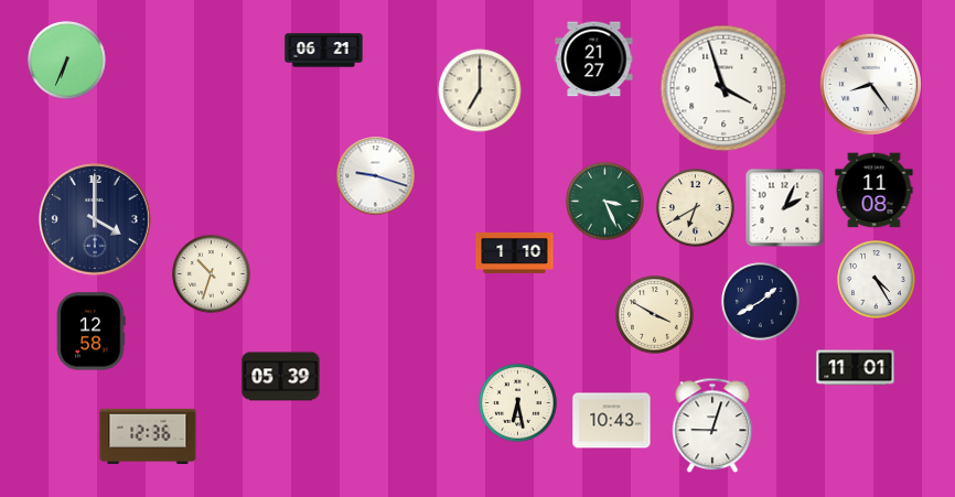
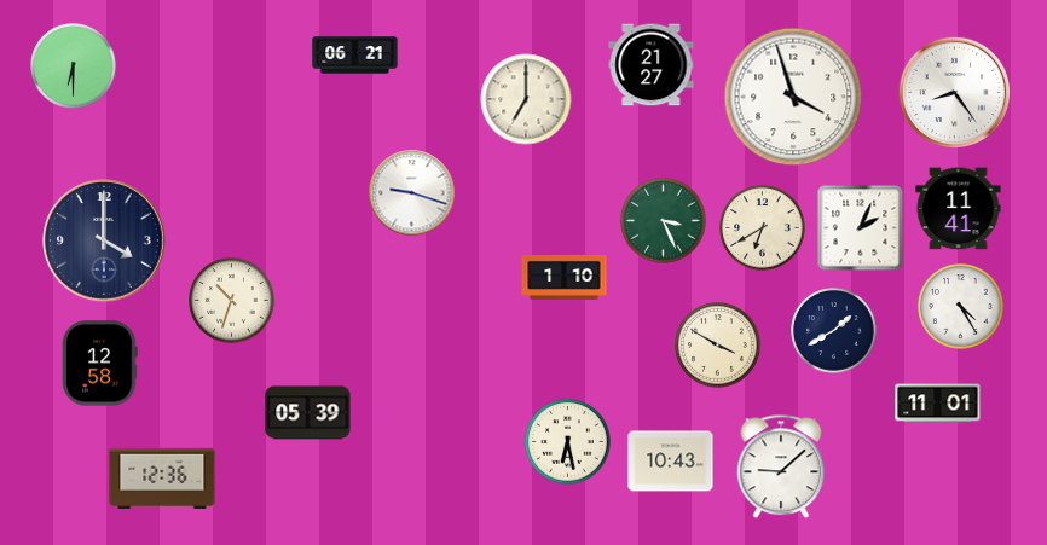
clock at (67, 61): 6:34 -> 6:30
clock at (874, 191): 11:08 -> 11:41
clock at (712, 425): 9:03 -> 9:08
